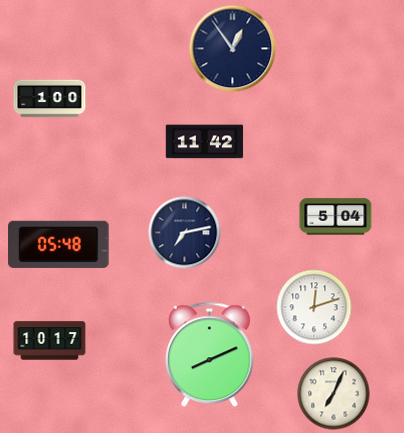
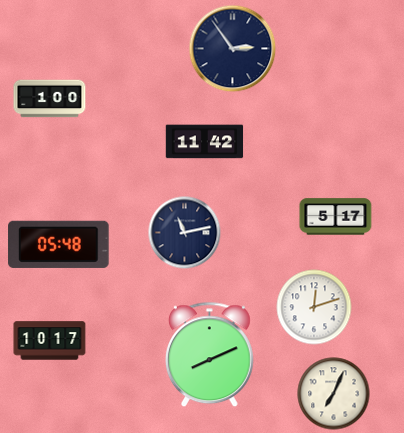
clock at (233, 49): 12:54 -> 2:54
clock at (336, 217): 5:04 -> 5:17
clock at (185, 233): 7:13 -> 11:13
